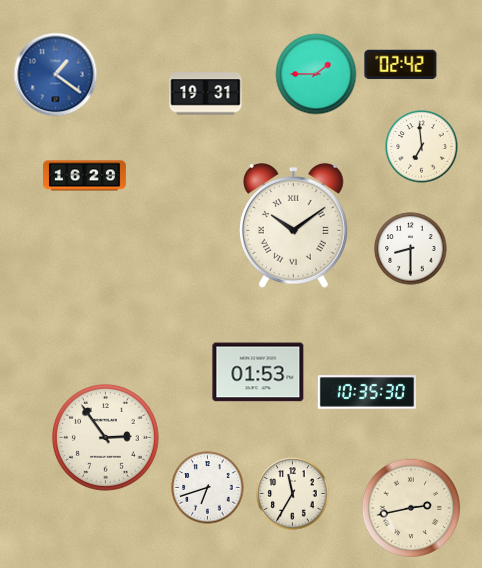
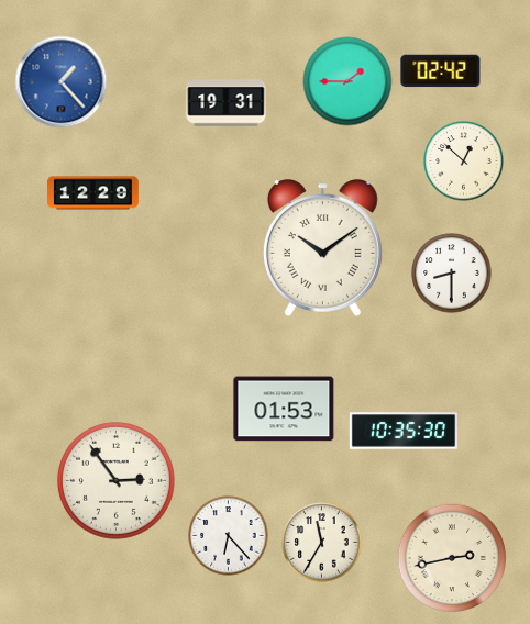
clock at (56, 75): 1:21 -> 1:23
clock at (422, 147): 6:59 -> 12:52
clock at (85, 176): 16:29 -> 12:29
clock at (208, 488): 6:42 -> 6:23
